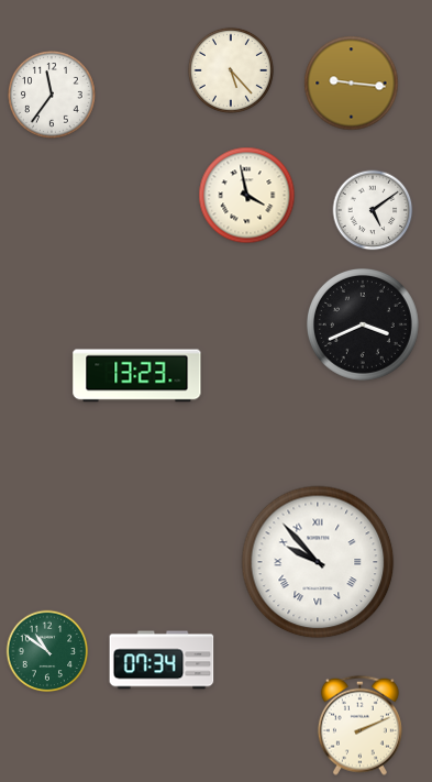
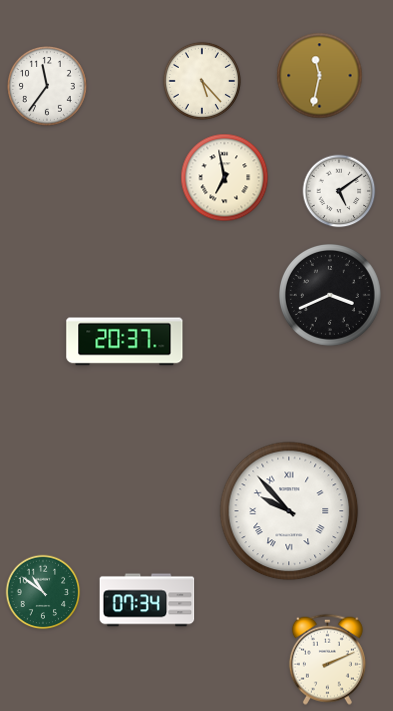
clock at (231, 70) position: (231, 70) -> (202, 81)
clock at (352, 84): 9:16 -> 11:32
clock at (247, 196): 3:58 -> 6:58
clock at (137, 376): 13:23 -> 20:37
